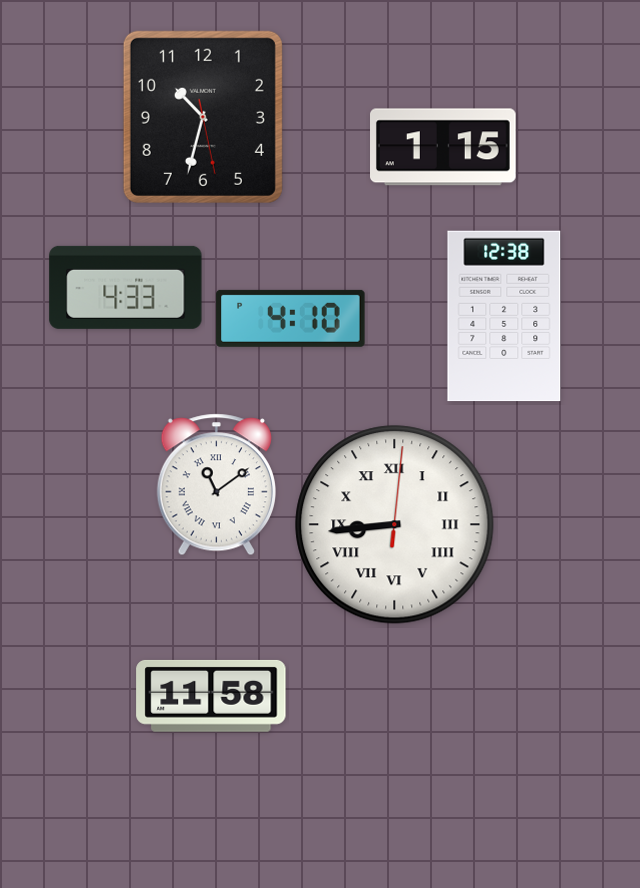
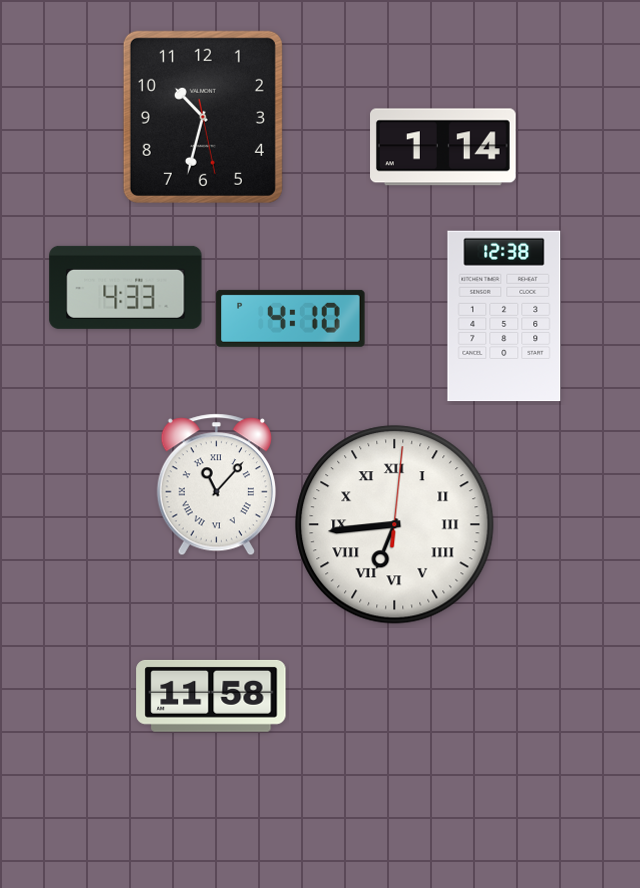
clock at (444, 147): 1:15 -> 1:14
clock at (216, 485): 11:09 -> 11:07
clock at (395, 525): 8:44 -> 6:44
